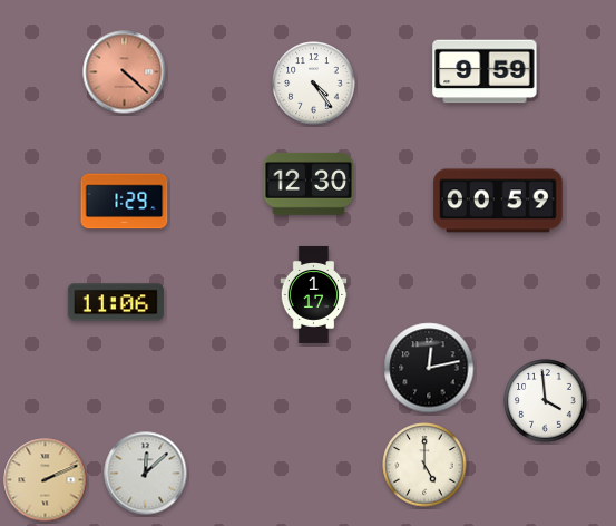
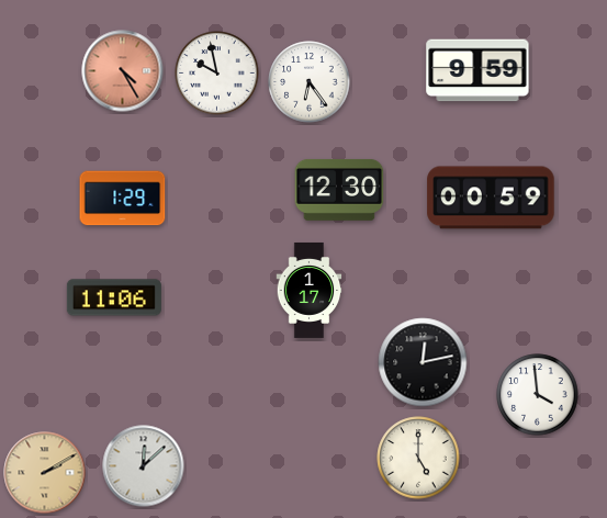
clock at (125, 72): 4:22 -> 4:25
clock at (217, 74): none -> 9:58
clock at (314, 84): 4:24 -> 6:24
clock at (309, 184) position: (309, 184) -> (339, 190)
clock at (46, 480): 2:11 -> 2:10
